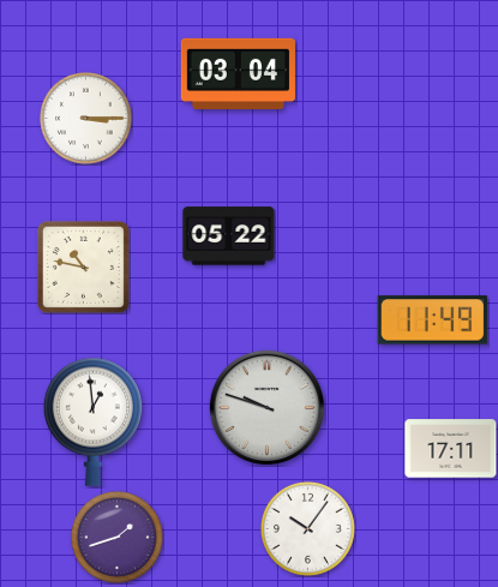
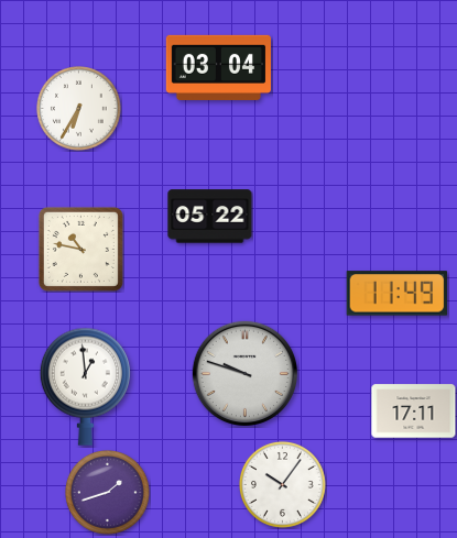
clock at (86, 119): 3:15 -> 6:35
clock at (83, 266) position: (83, 266) -> (80, 249)
